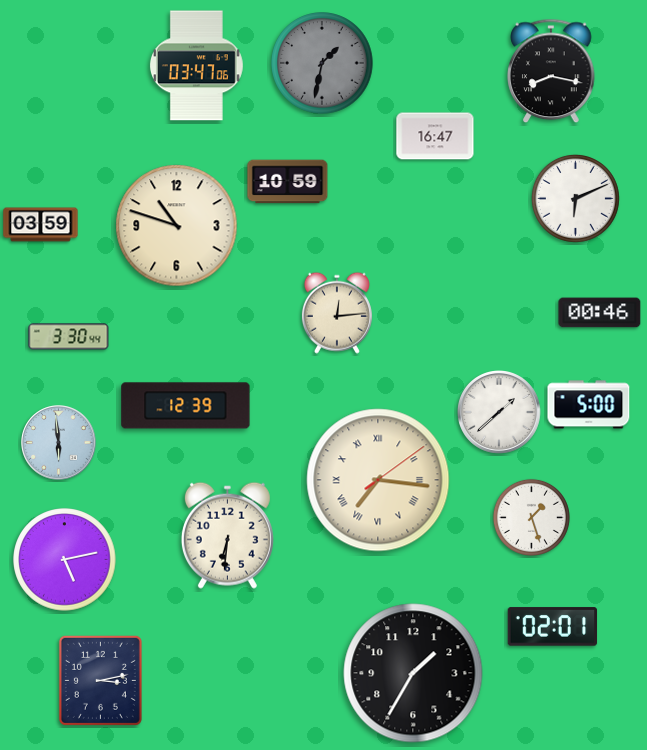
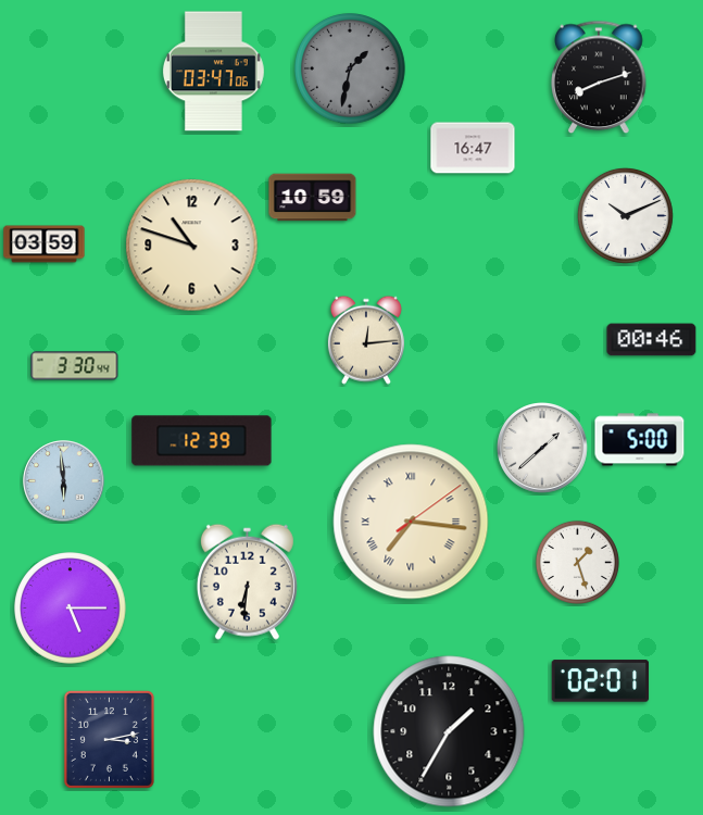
clock at (551, 71): 8:17 -> 8:12
clock at (575, 198): 6:11 -> 10:11
clock at (65, 560): 5:13 -> 5:15
